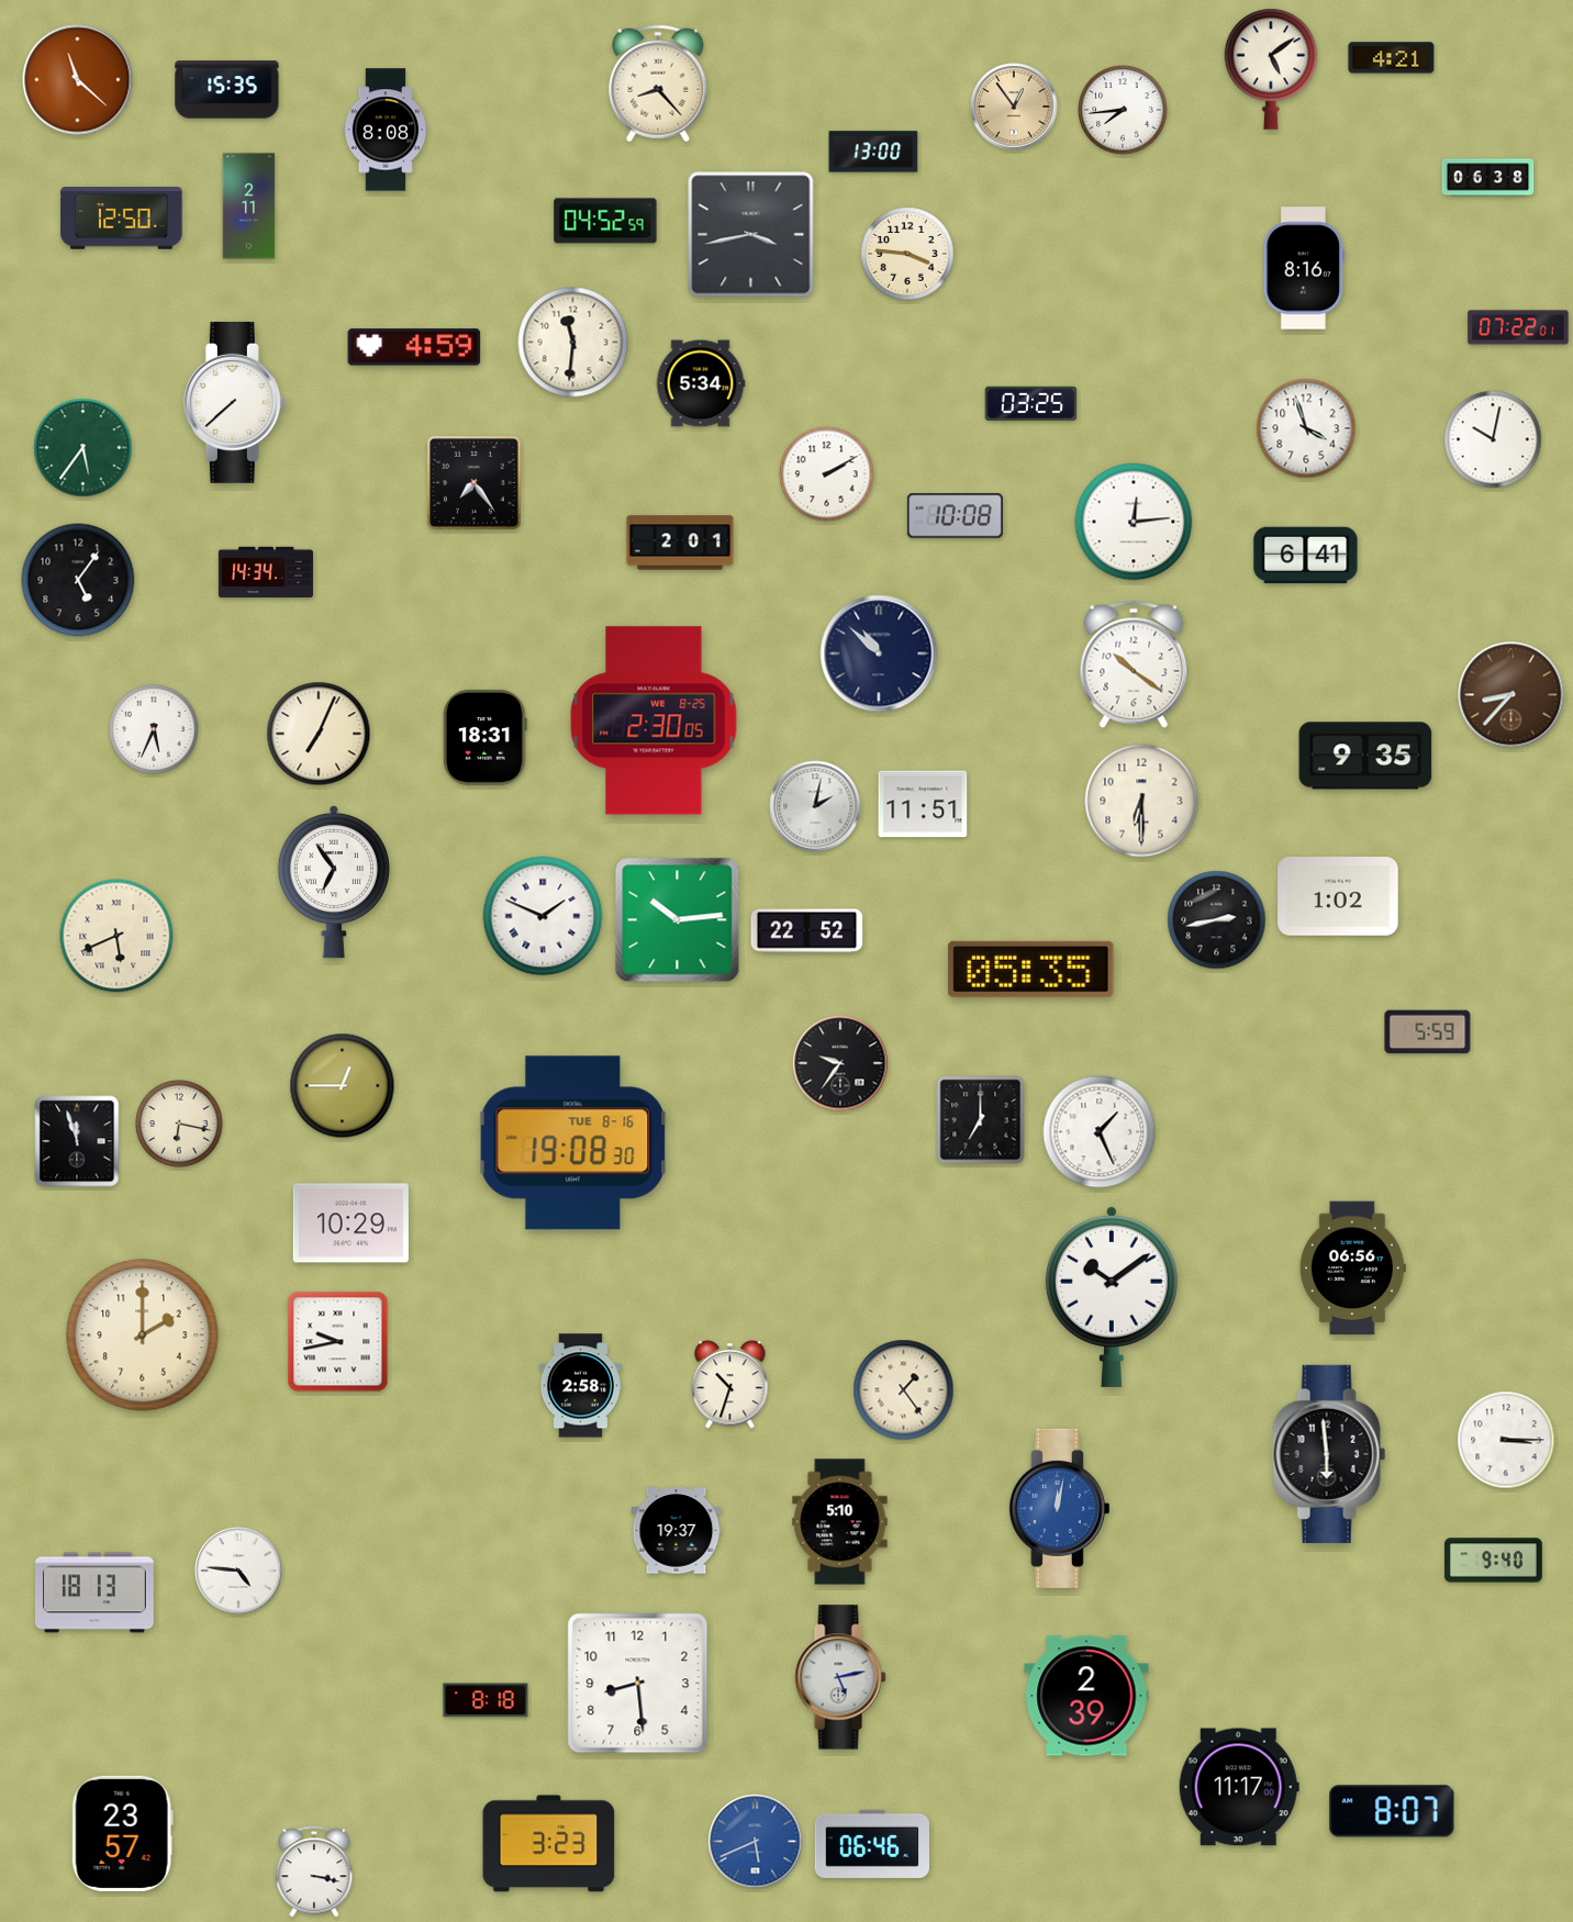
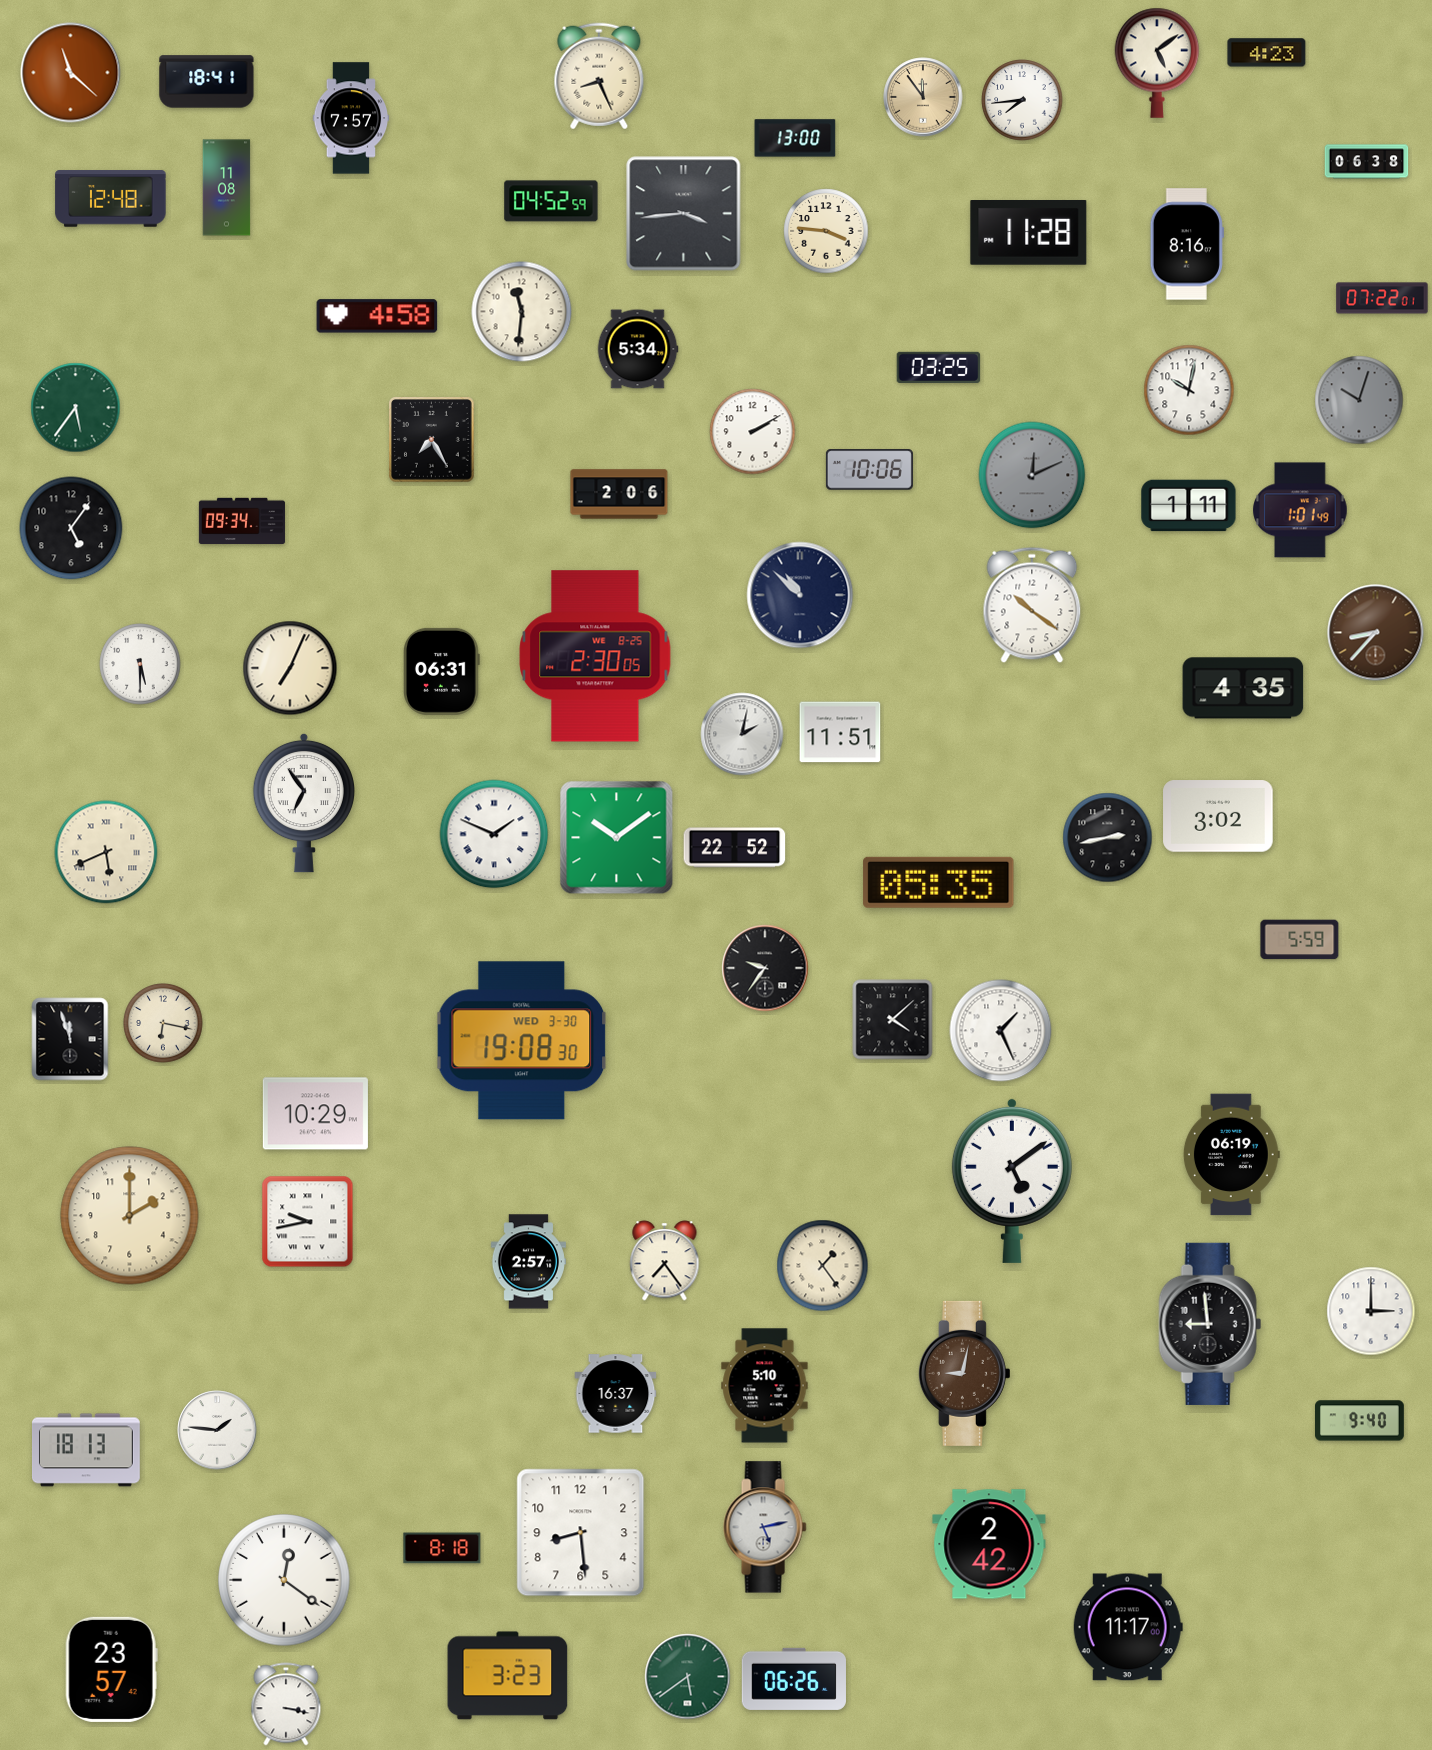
clock at (1392, 58): 4:21 -> 4:23
clock at (658, 83): 8:23 -> 8:26
clock at (227, 90): 15:35 -> 18:41
clock at (1014, 107): 12:54 -> 11:54
clock at (386, 130): 8:08 -> 7:57
clock at (1488, 178) position: (1488, 178) -> (1367, 162)
clock at (249, 206): 2:11 -> 11:08
clock at (122, 219): 12:50 -> 12:48
clock at (751, 235): 3:43 -> 3:44
clock at (1029, 233): none -> 11:28
clock at (414, 347): 4:59 -> 4:58
clock at (234, 402): 7:38 -> none
clock at (1306, 428): 3:57 -> 10:02
clock at (1493, 439): 10:02 -> 10:03
clock at (1493, 439) dial: white -> grey
clock at (475, 483): 7:24 -> 7:25
clock at (955, 516): 10:08 -> 10:06
clock at (1134, 522): 12:14 -> 12:11
clock at (1134, 522) dial: white -> grey
clock at (680, 543): 2:01 -> 2:06
clock at (1306, 556): 6:41 -> 1:11
clock at (1300, 510): none -> 1:01
clock at (266, 572): 14:34 -> 09:34
clock at (154, 729): 5:34 -> 5:30
clock at (486, 737): 18:31 -> 06:31
clock at (1365, 756): 9:35 -> 4:35
clock at (1141, 801): 6:30 -> none
clock at (1338, 896): 1:02 -> 3:02
clock at (678, 920): 10:14 -> 10:09
clock at (343, 1086): 12:45 -> none
clock at (981, 1120): 7:00 -> 4:08
clock at (573, 1143) date: TUE 8-16 -> WED 3-30
clock at (350, 1223) position: (350, 1223) -> (315, 1114)
clock at (1352, 1269): 06:56 -> 06:19
clock at (1112, 1296): 10:09 -> 5:09
clock at (730, 1385): 10:33 -> 7:24
clock at (580, 1386): 2:58 -> 2:57
clock at (1506, 1440): 3:15 -> 3:00
clock at (1329, 1454): 5:59 -> 8:59
clock at (1059, 1508): 12:02 -> 9:02
clock at (1059, 1508) dial: blue -> brown
clock at (677, 1531): 19:37 -> 16:37
clock at (238, 1571): 4:46 -> 1:46
clock at (1086, 1696): 2:39 -> 2:42
clock at (284, 1580): none -> 12:21
clock at (1392, 1811): 8:07 -> none
clock at (756, 1842): 5:41 -> 5:39
clock at (756, 1842) dial: blue -> green
clock at (549, 1844) position: (549, 1844) -> (508, 1676)
clock at (872, 1844): 06:46 -> 06:26
